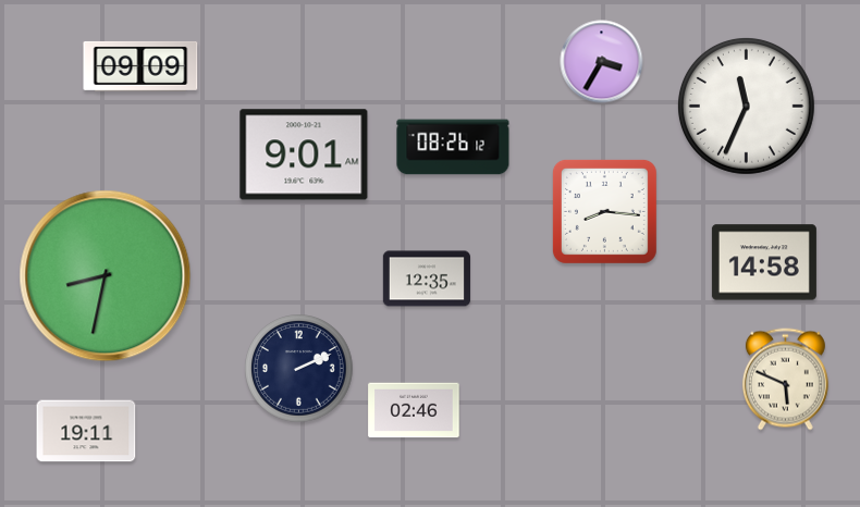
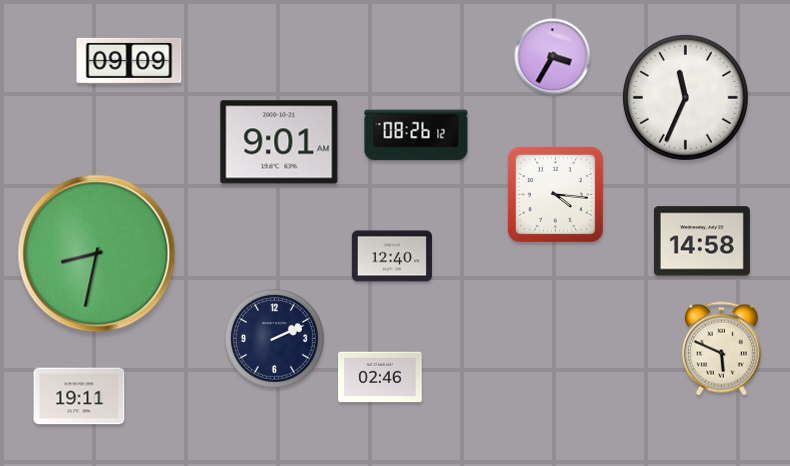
clock at (604, 211): 8:16 -> 4:16
clock at (427, 279): 12:35 -> 12:40
